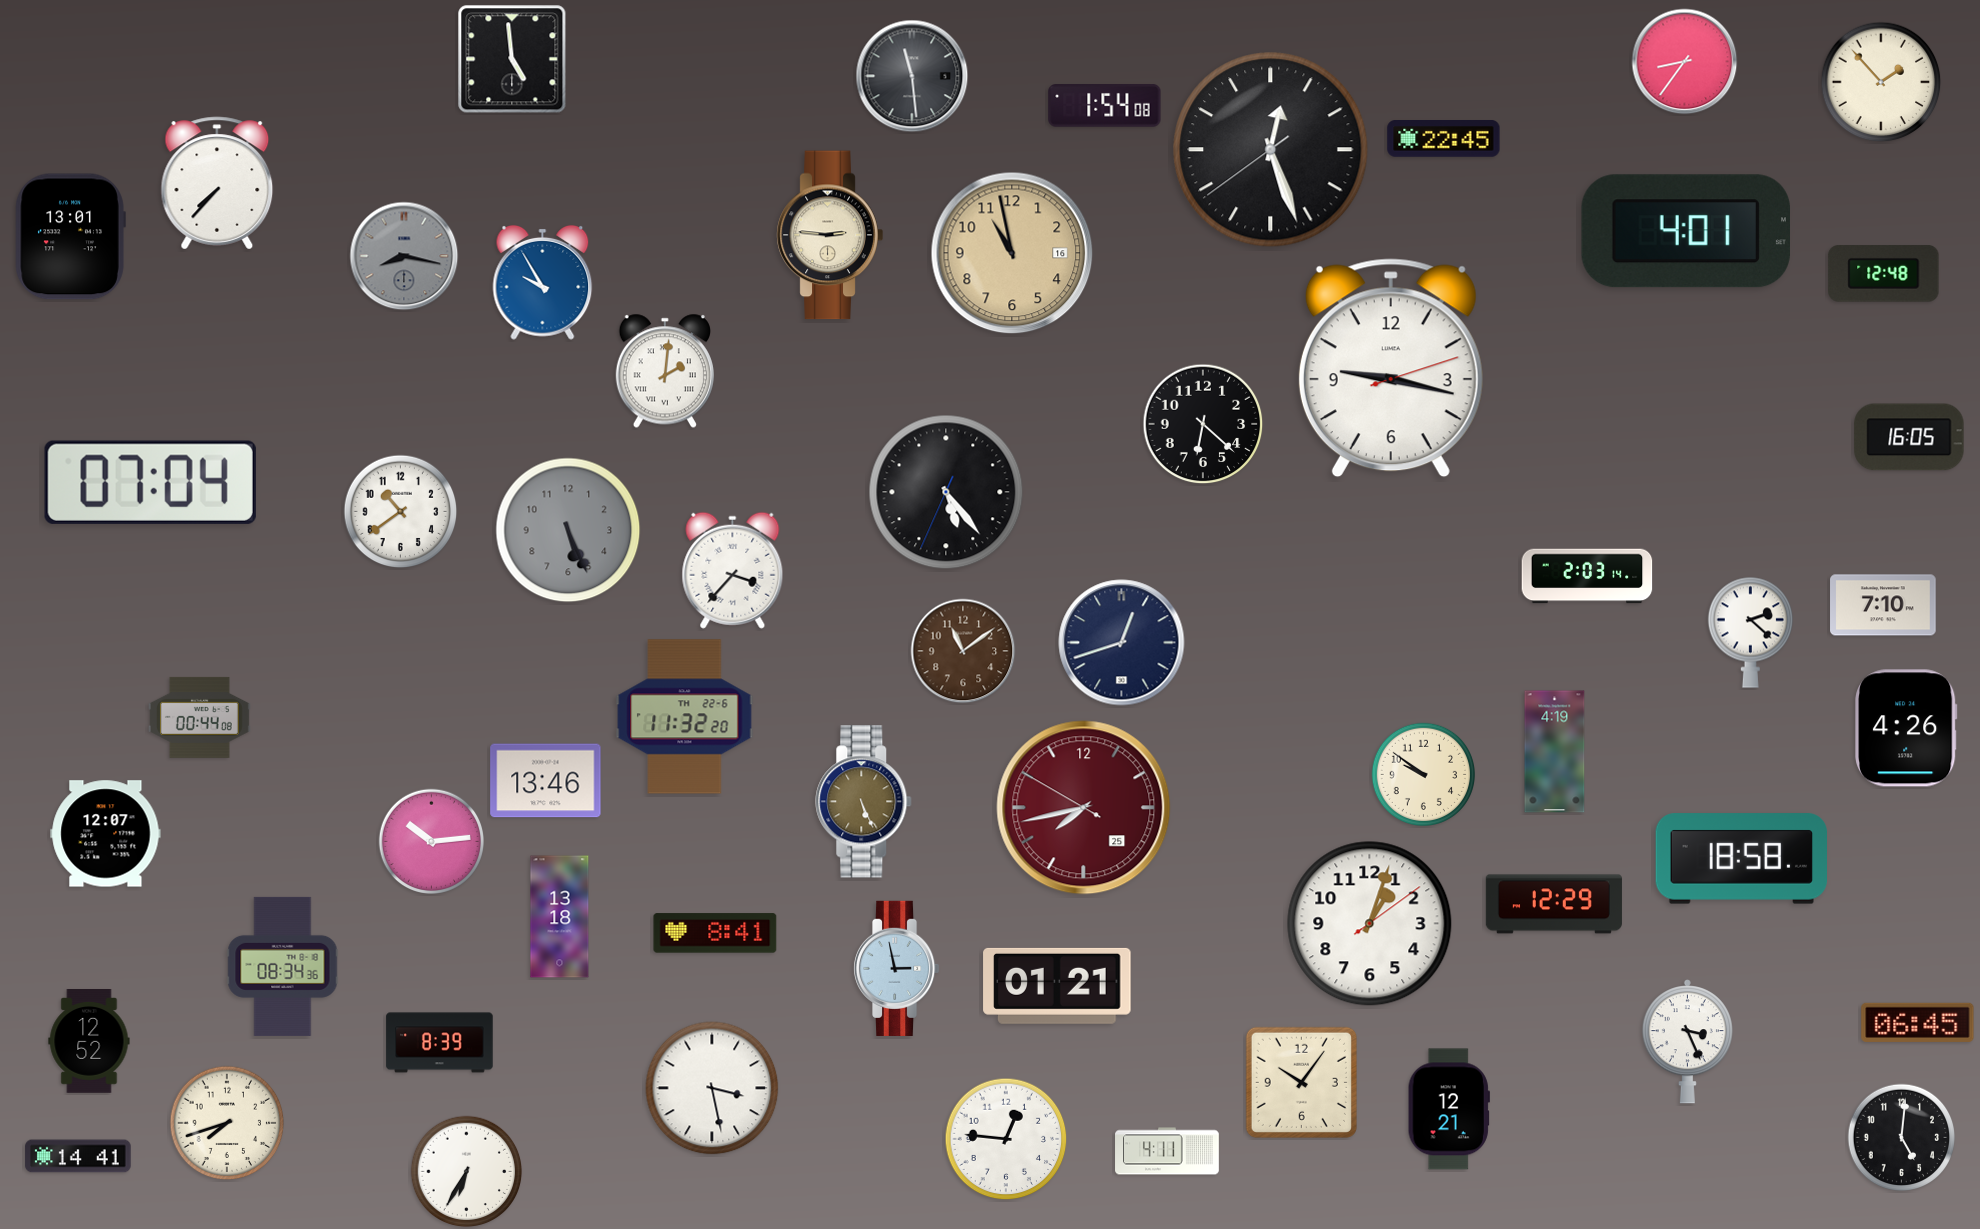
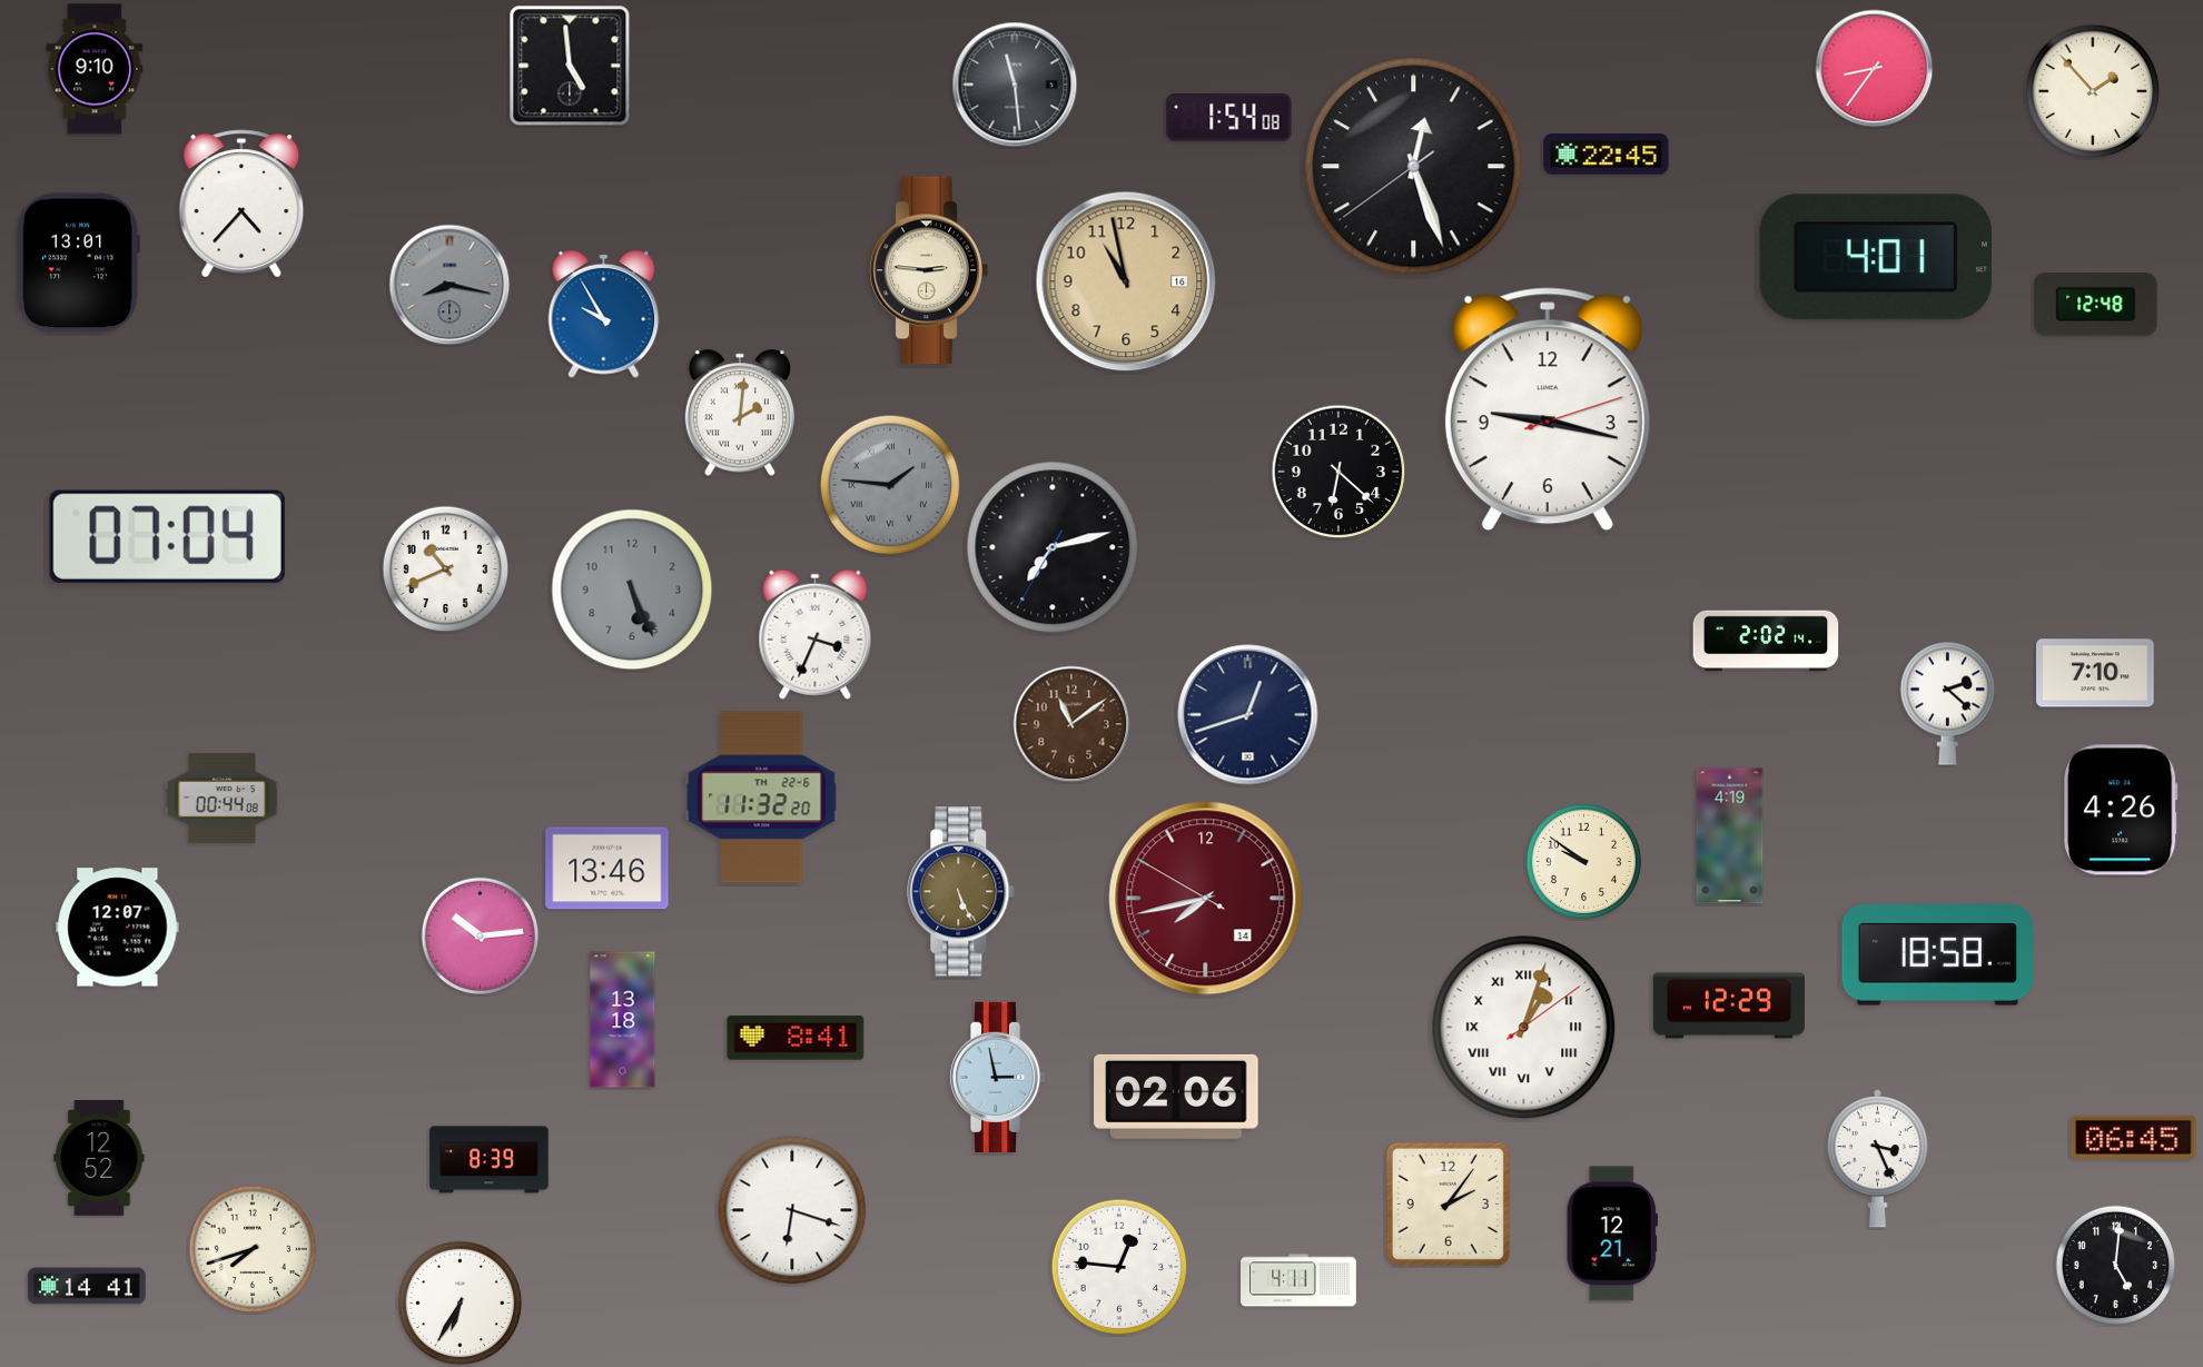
clock at (95, 69): none -> 9:10
clock at (217, 183): 7:37 -> 4:37
clock at (830, 235) position: (830, 235) -> (929, 270)
clock at (890, 485): none -> 1:46
clock at (1909, 437): 16:05 -> none
clock at (946, 492): 5:23 -> 7:12
clock at (401, 512): 10:39 -> 10:41
clock at (733, 570): 3:37 -> 3:34
clock at (1587, 576): 2:03 -> 2:02
clock at (1084, 808) date: 25 -> 14
clock at (1370, 924) numerals: Arabic -> Roman
clock at (283, 966): 08:34 -> none
clock at (1057, 986): 01:21 -> 02:06
clock at (1301, 1082): 10:06 -> 2:06
clock at (712, 1088): 3:28 -> 6:18
clock at (467, 1172) position: (467, 1172) -> (461, 1304)
